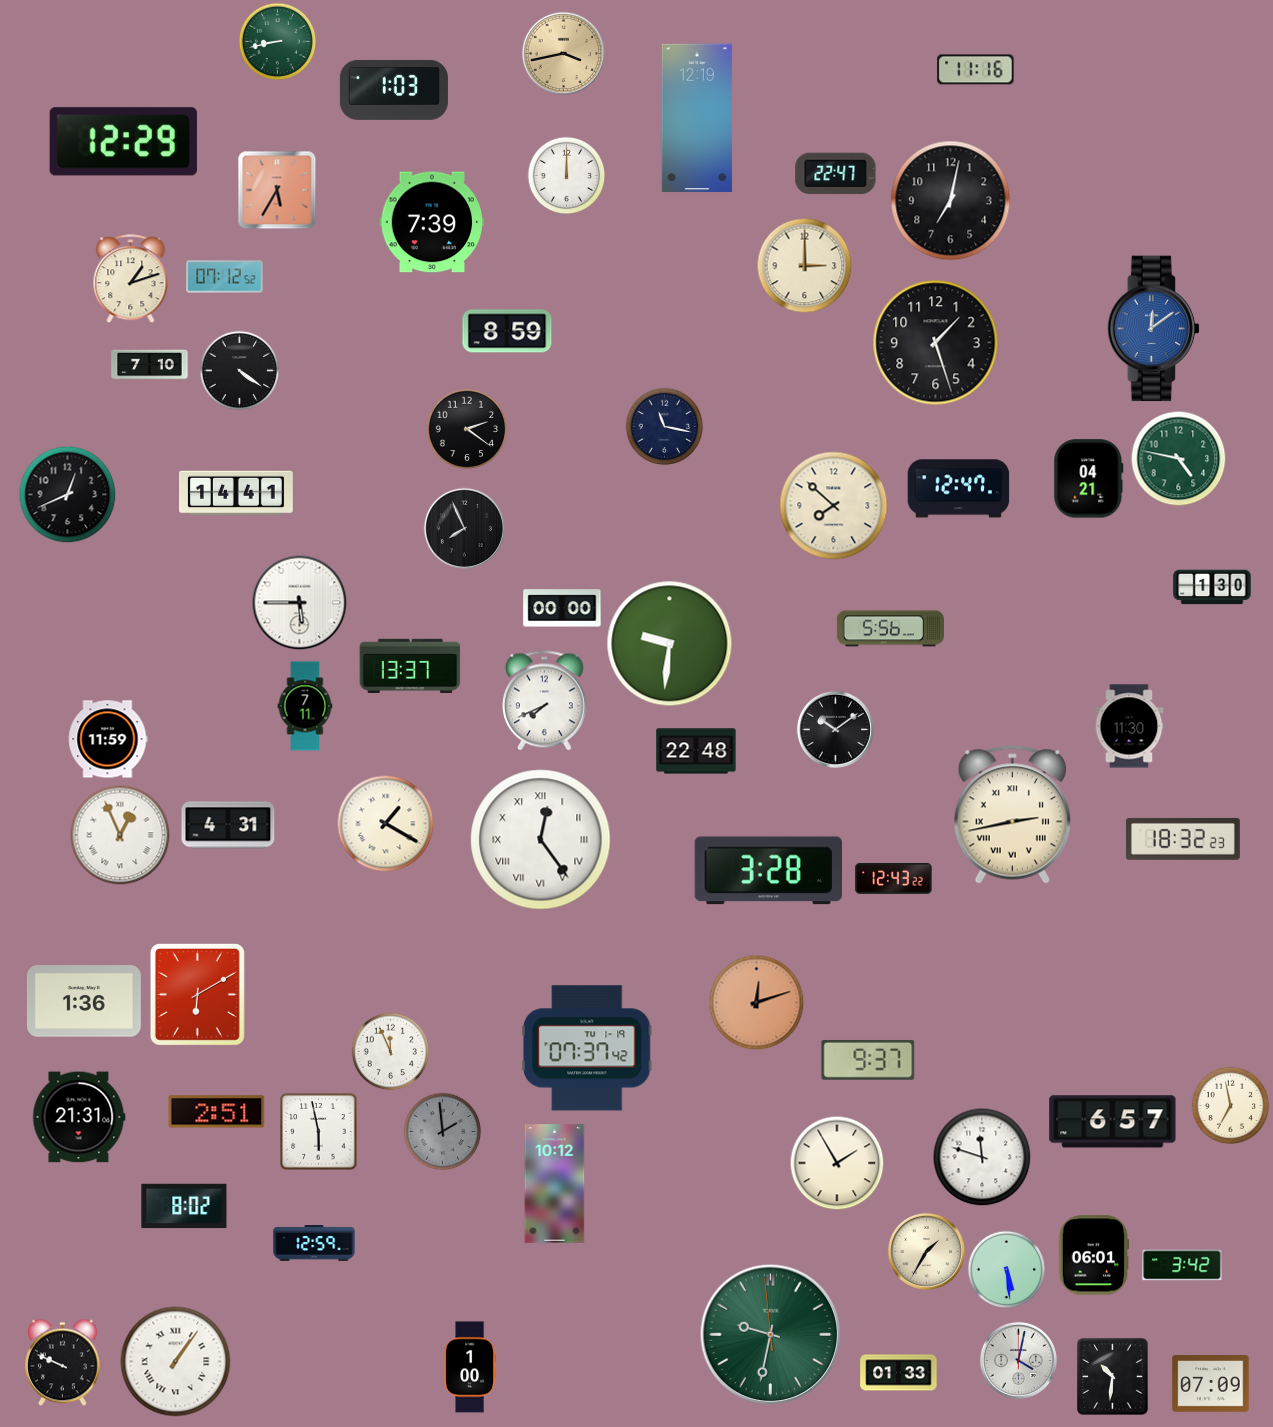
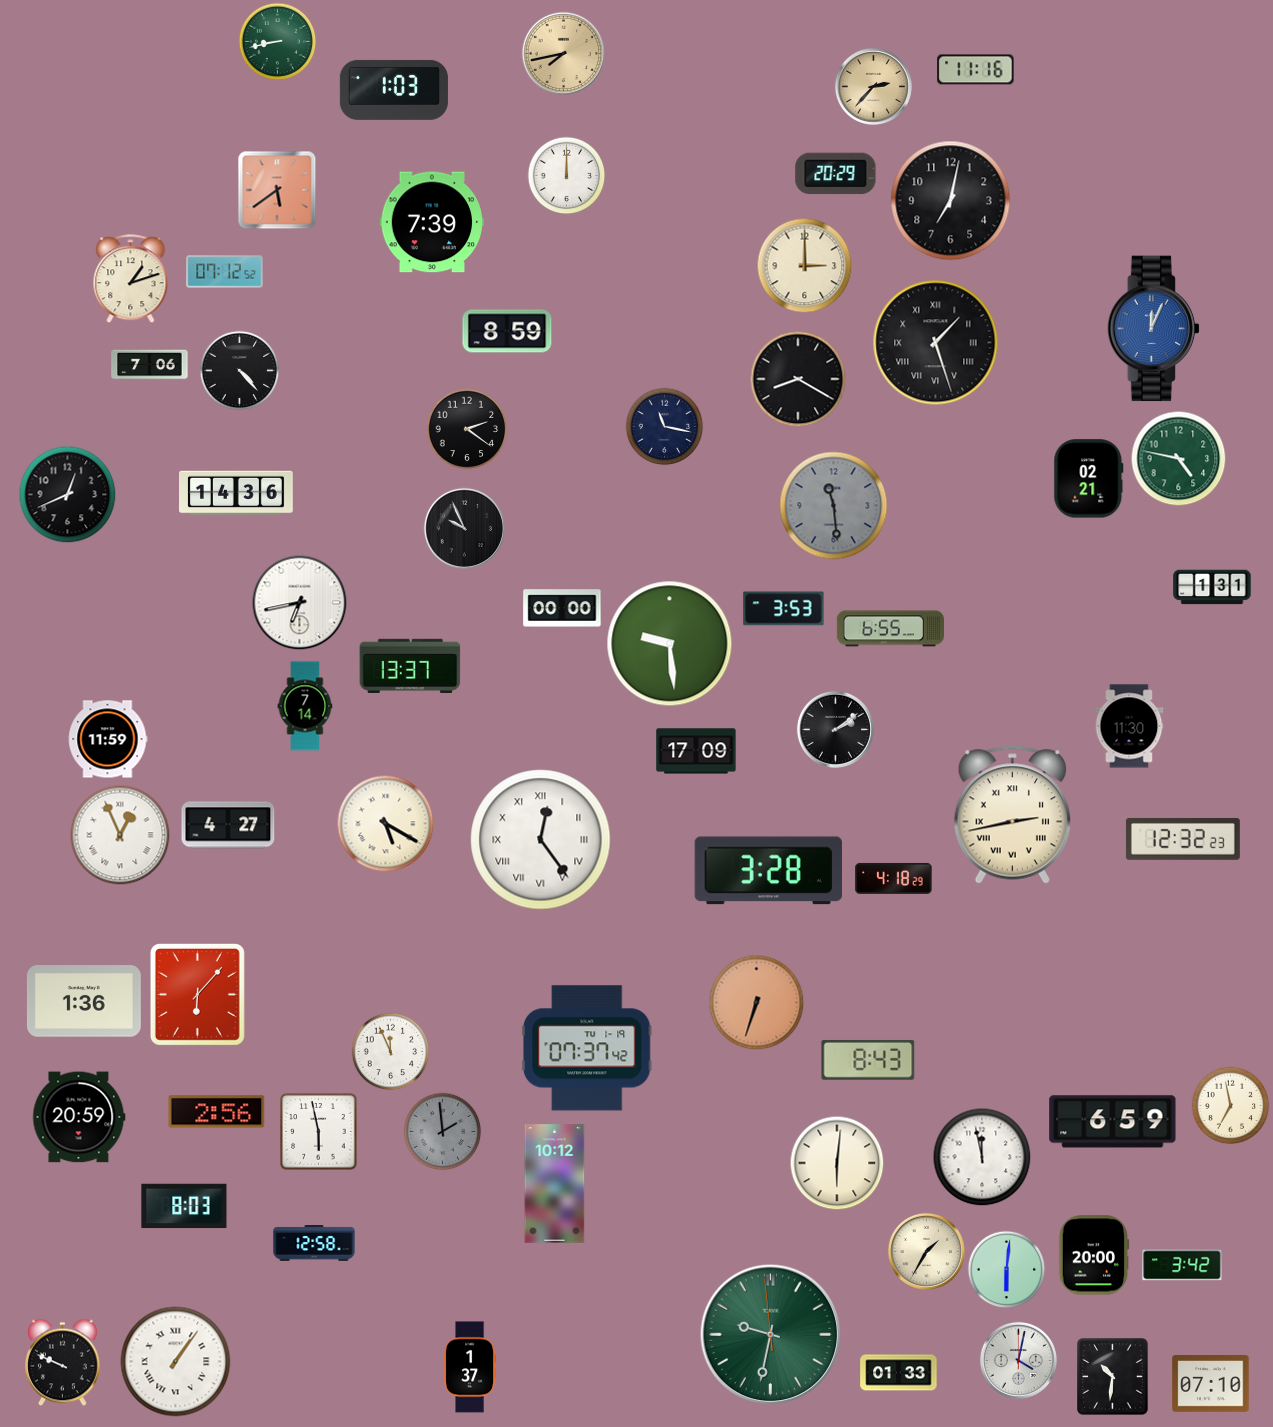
clock at (563, 53): 3:43 -> 7:43
clock at (873, 86): none -> 2:37
clock at (697, 118): 12:19 -> none
clock at (123, 142): 12:29 -> none
clock at (836, 174): 22:47 -> 20:29
clock at (277, 190): 5:35 -> 5:39
clock at (225, 277) position: (225, 277) -> (225, 272)
clock at (1153, 329): 12:09 -> 12:04
clock at (936, 343) numerals: Arabic -> Roman
clock at (150, 365): 7:10 -> 7:06
clock at (239, 370): 4:21 -> 4:23
clock at (798, 379): none -> 8:20
clock at (1089, 479): 04:21 -> 02:21
clock at (959, 489): 12:47 -> none
clock at (237, 493): 14:41 -> 14:36
clock at (834, 506): 7:52 -> 11:29
clock at (834, 506) dial: cream -> grey
clock at (464, 528): 7:56 -> 9:56
clock at (1212, 587): 1:30 -> 1:31
clock at (299, 602): 5:45 -> 6:43
clock at (784, 609): none -> 3:53
clock at (890, 629): 5:56 -> 6:55
clock at (670, 644): 9:31 -> 9:29
clock at (544, 701): 7:41 -> none
clock at (305, 706): 7:11 -> 7:14
clock at (835, 729): 10:09 -> 2:09
clock at (696, 751): 22:48 -> 17:09
clock at (385, 823): 1:20 -> 5:20
clock at (228, 825): 4:31 -> 4:27
clock at (1183, 839): 18:32 -> 12:32
clock at (894, 878): 12:43 -> 4:18
clock at (197, 994): 6:10 -> 6:07
clock at (756, 1002): 12:12 -> 6:33
clock at (868, 1060): 9:37 -> 8:43
clock at (217, 1112): 2:51 -> 2:56
clock at (79, 1117): 21:31 -> 20:59
clock at (1113, 1122): 6:57 -> 6:59
clock at (982, 1157): 11:48 -> 11:58
clock at (837, 1163): 1:55 -> 6:01
clock at (184, 1206): 8:02 -> 8:03
clock at (314, 1243): 12:59 -> 12:58
clock at (1094, 1255): 06:01 -> 20:00
clock at (1006, 1269): 5:29 -> 6:01
clock at (470, 1367): 1:00 -> 1:37
clock at (1211, 1384): 07:09 -> 07:10
